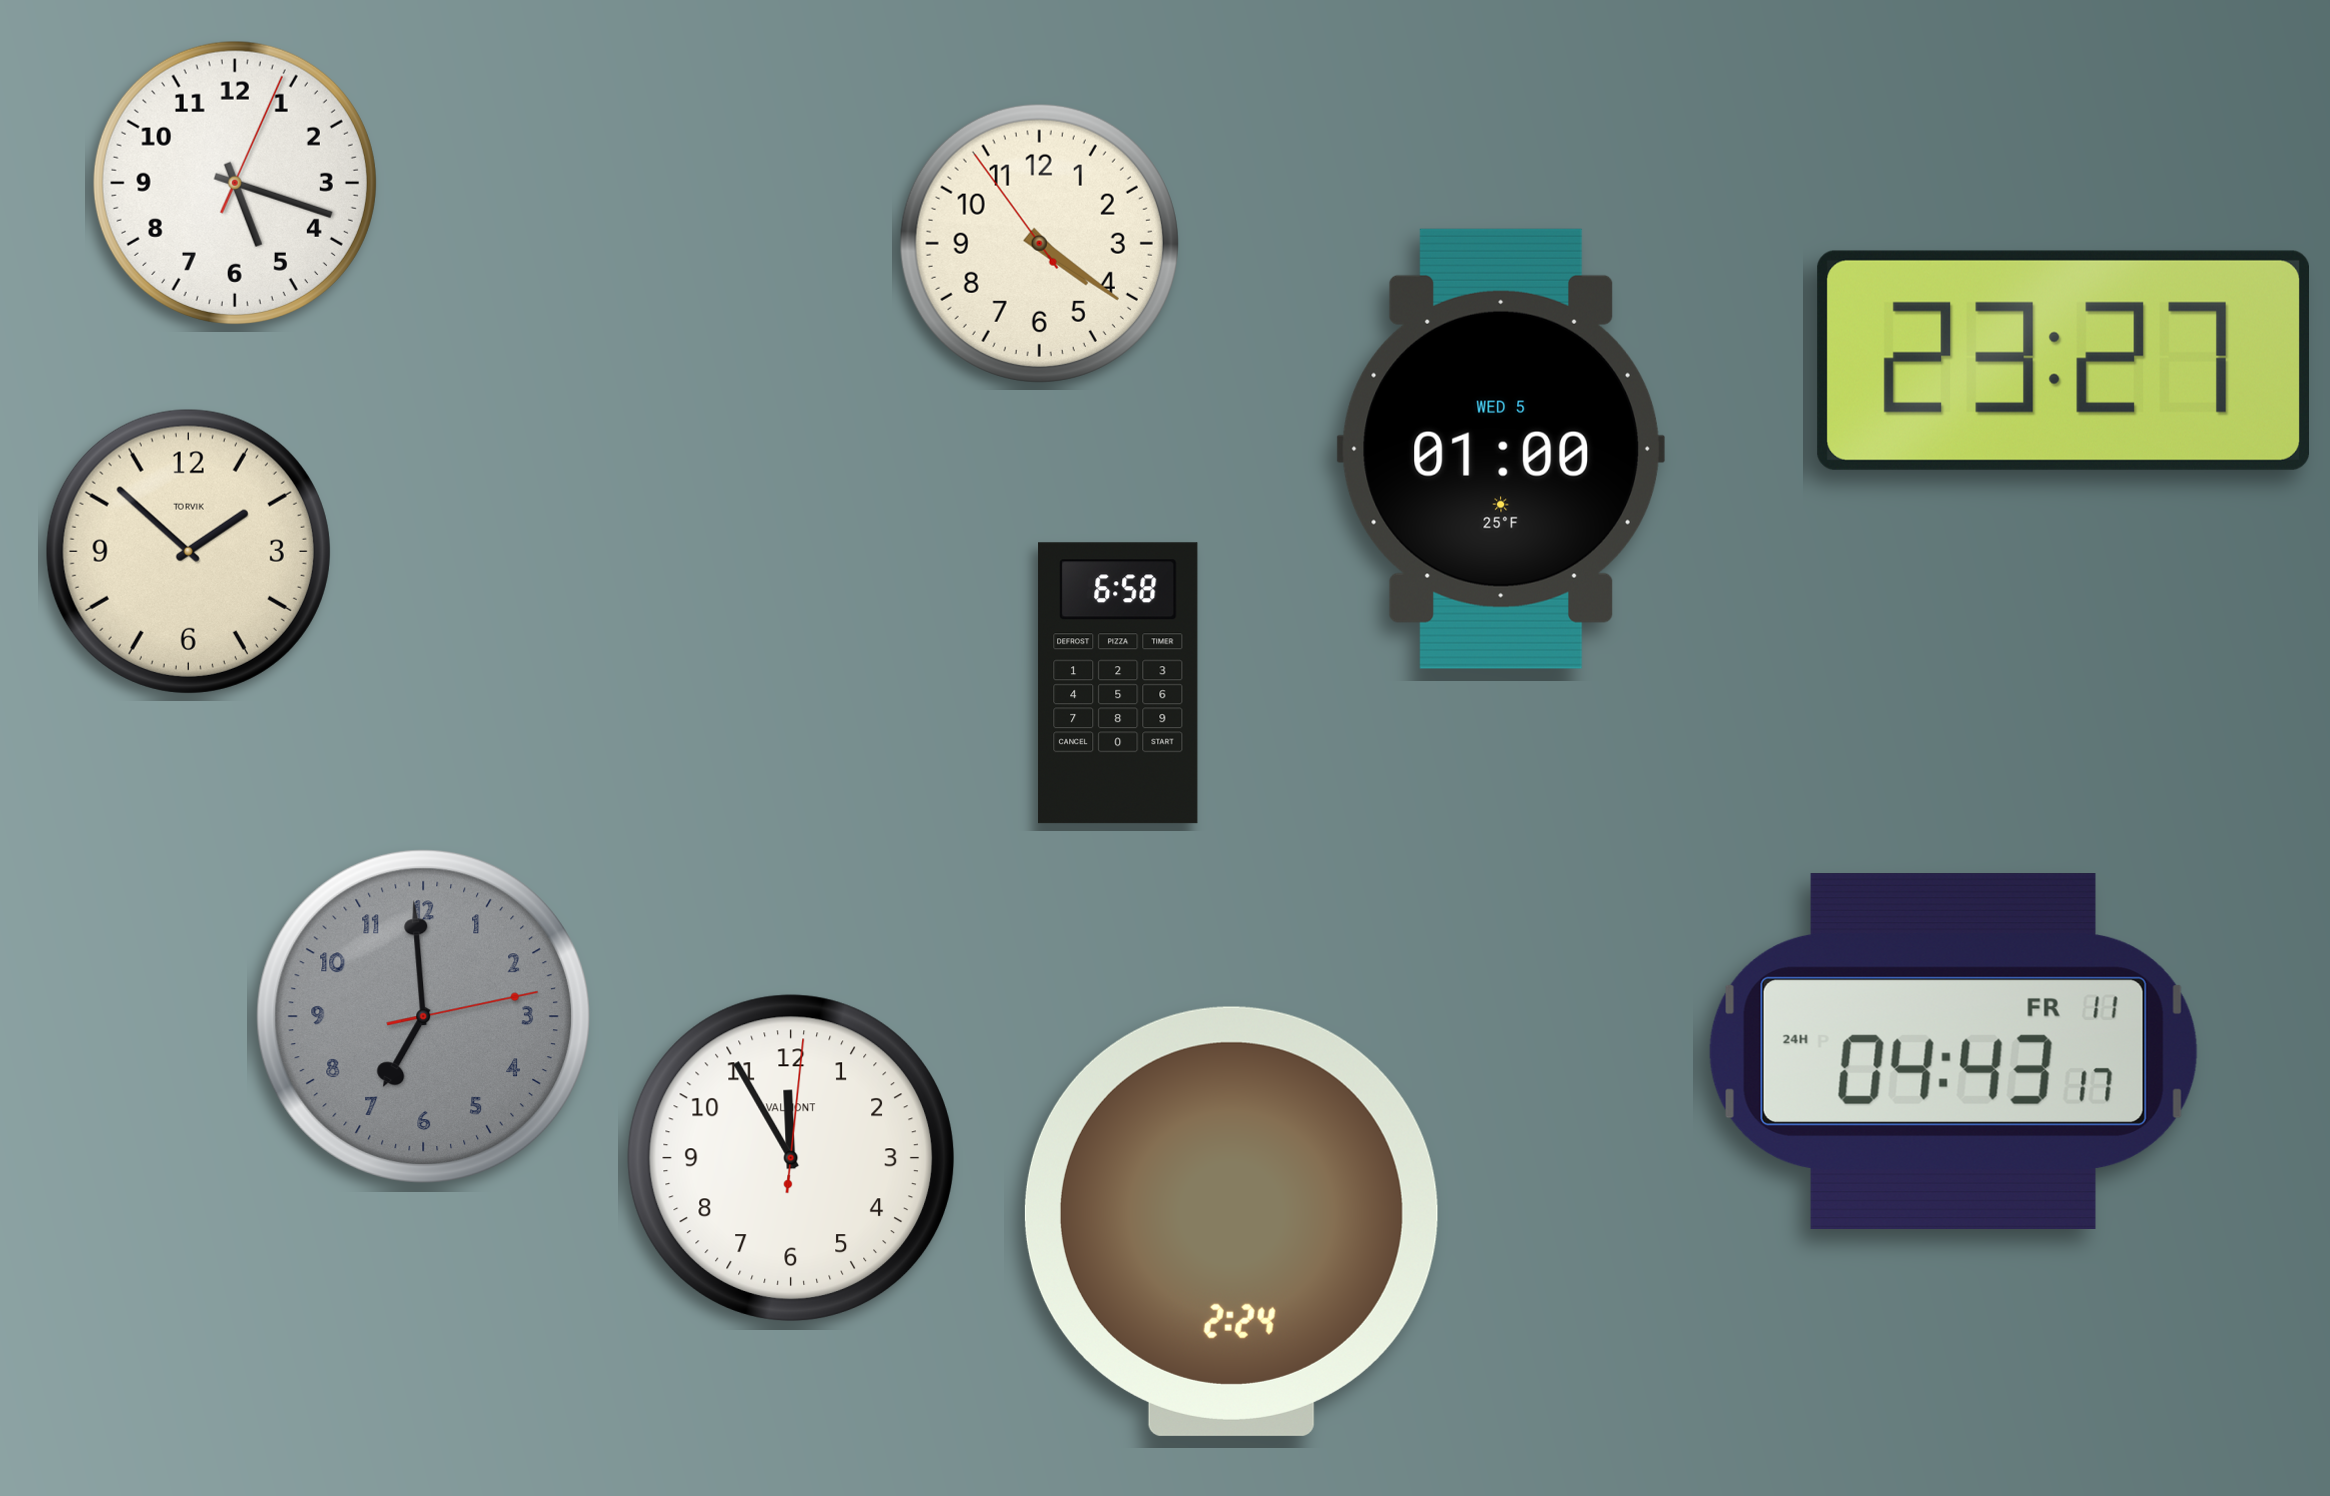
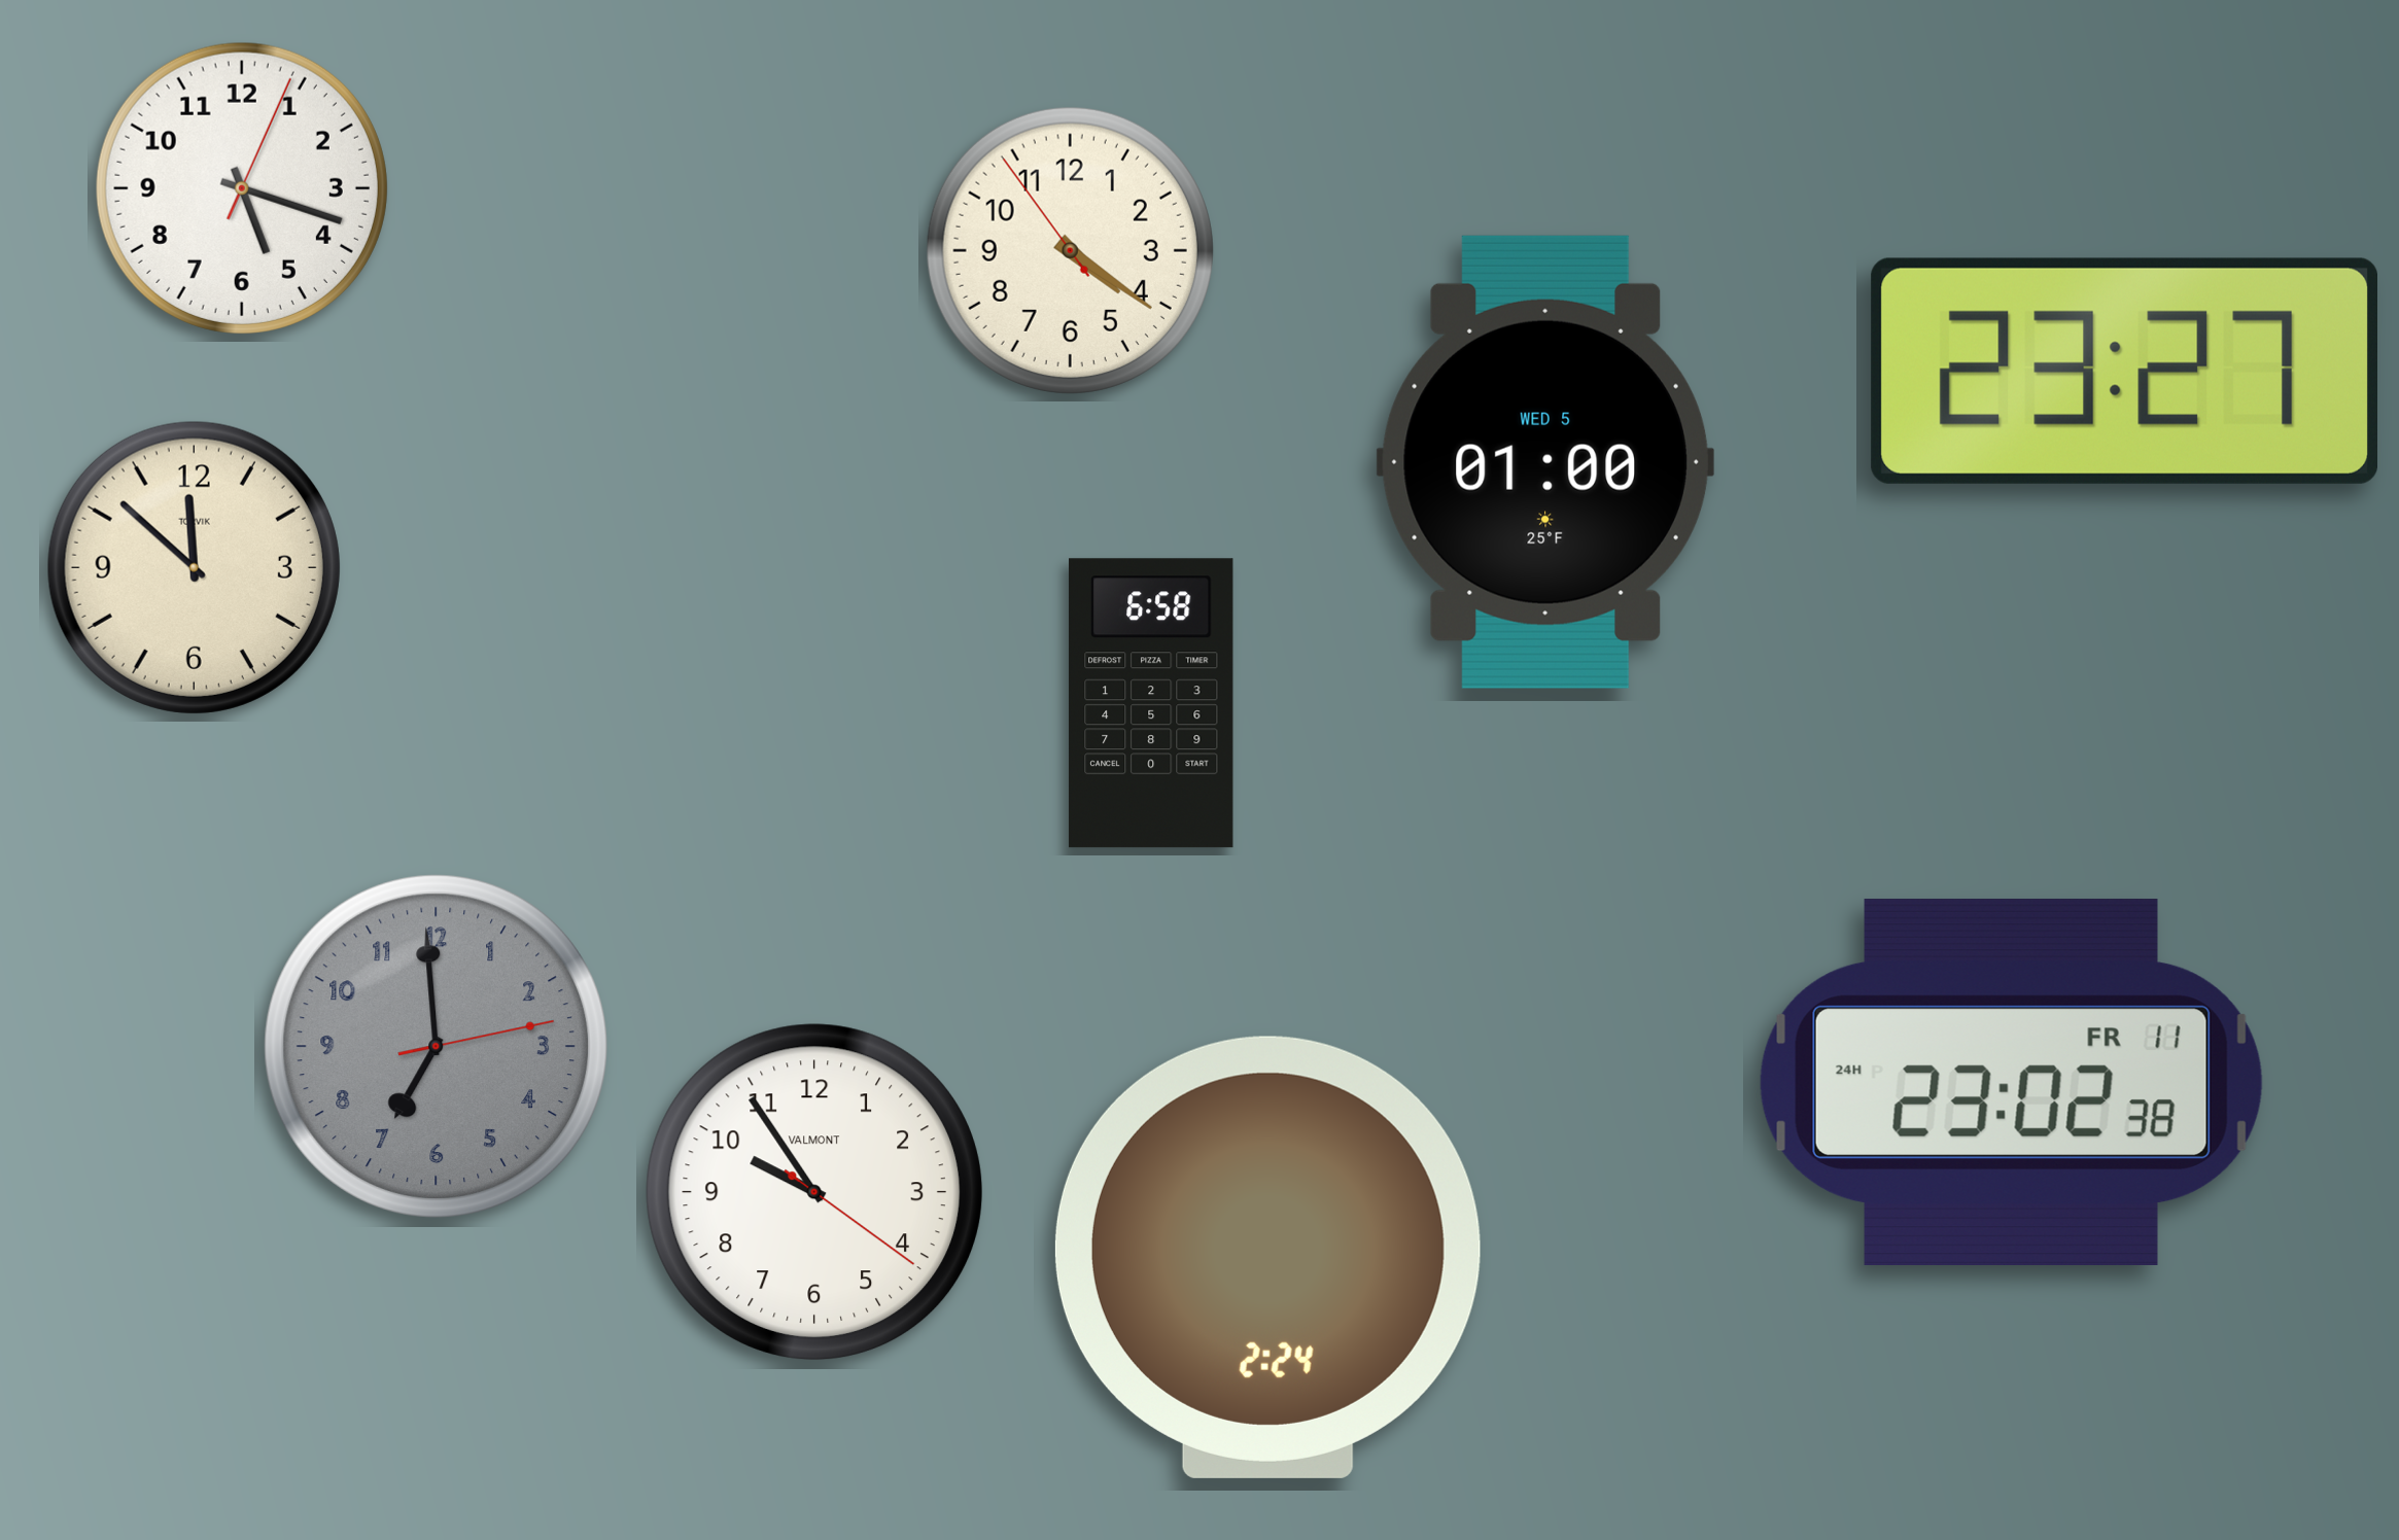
clock at (188, 551): 1:52 -> 11:52
clock at (1953, 1051): 04:43 -> 23:02
clock at (791, 1158): 11:55 -> 9:54
